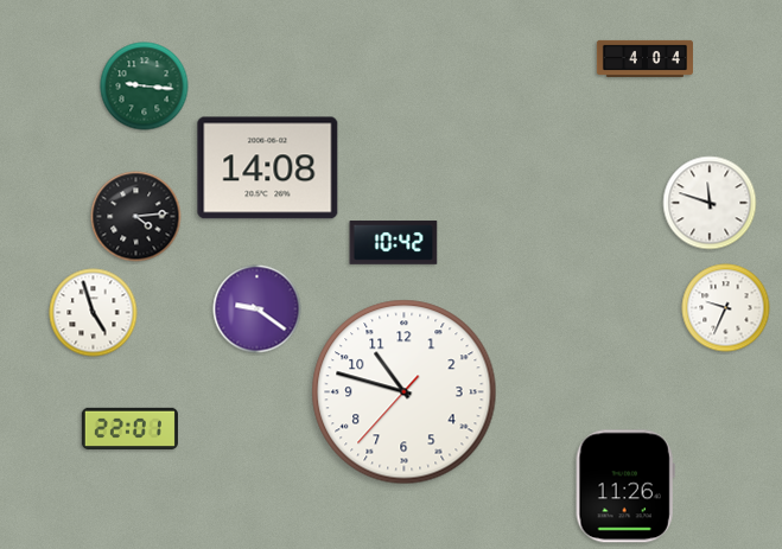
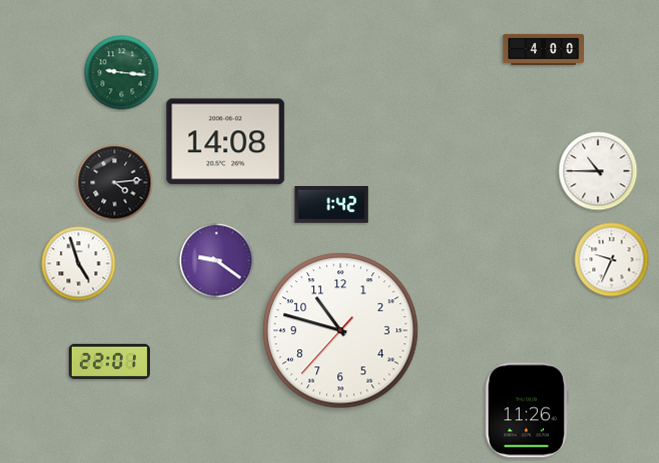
clock at (644, 58): 4:04 -> 4:00
clock at (710, 203): 11:48 -> 10:45
clock at (394, 243): 10:42 -> 1:42
